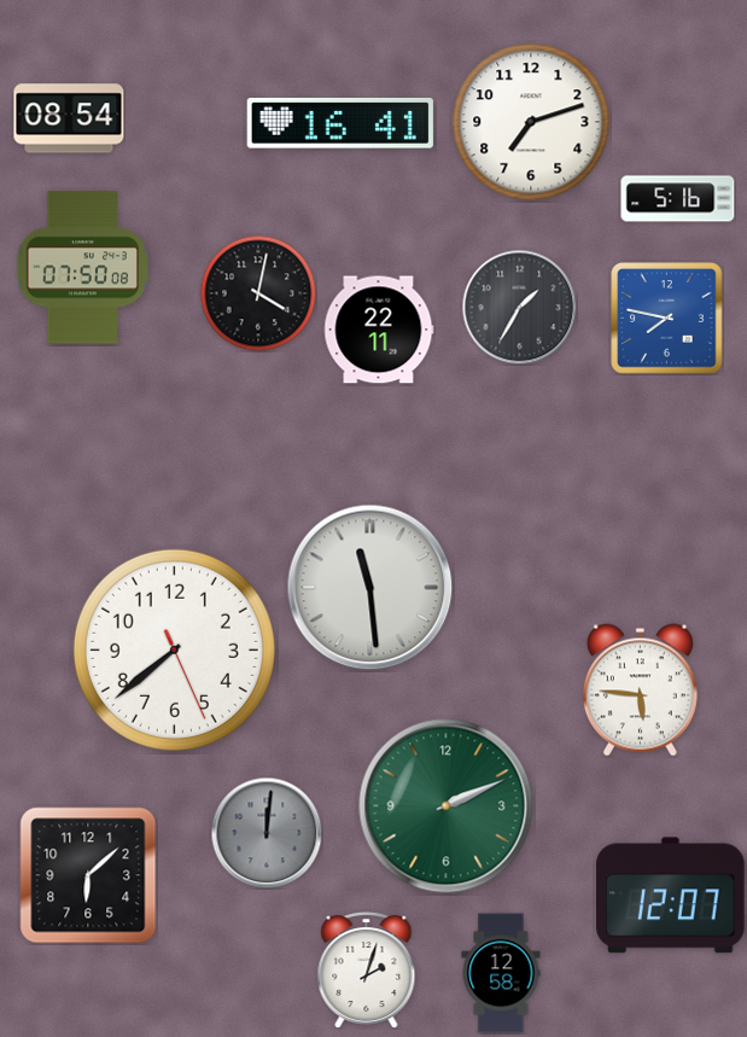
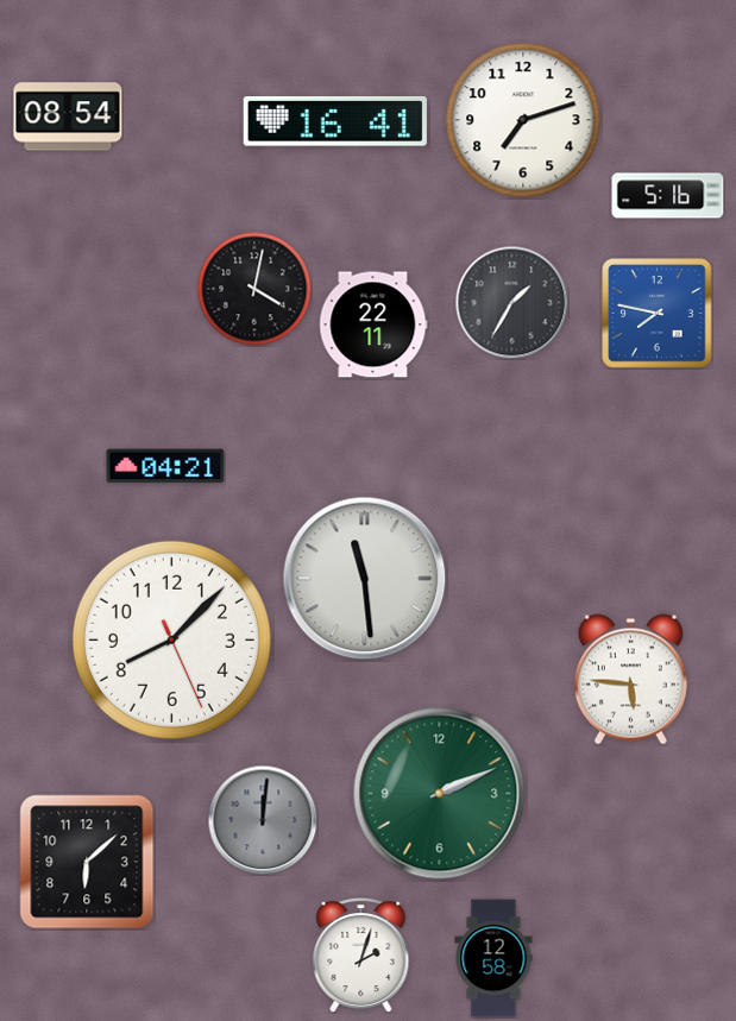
clock at (82, 268): 07:50 -> none
clock at (165, 466): none -> 04:21
clock at (174, 649): 7:38 -> 8:07
clock at (671, 896): 12:07 -> none
